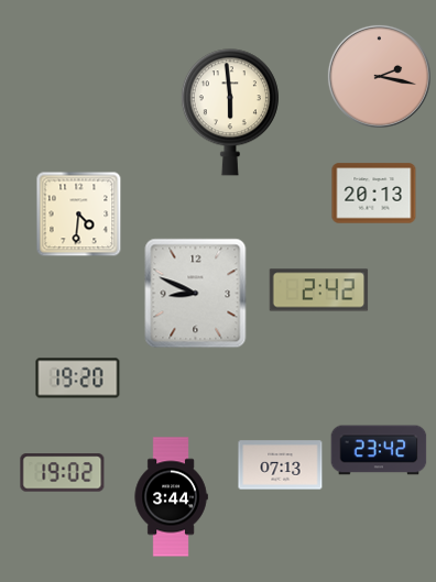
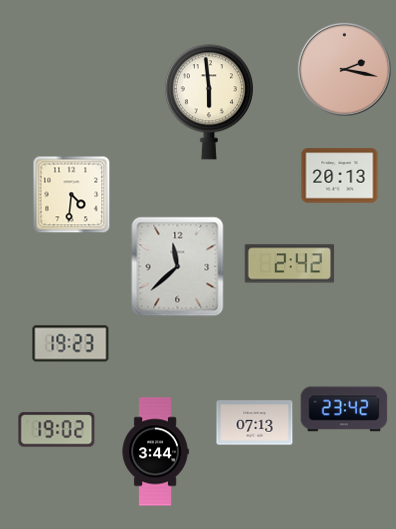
clock at (196, 294): 8:49 -> 11:38
clock at (78, 378): 19:20 -> 19:23
